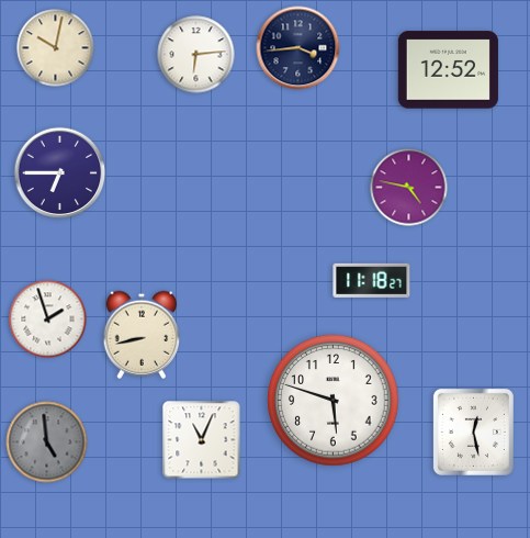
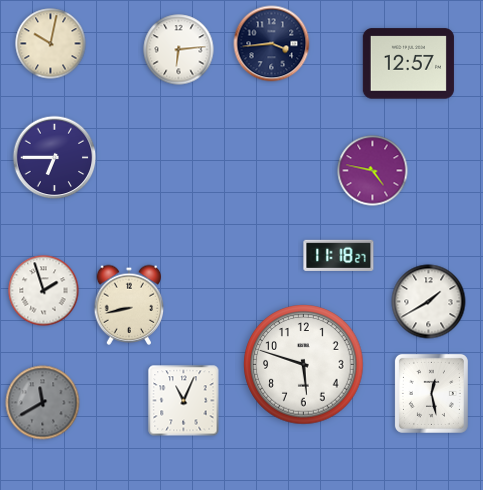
clock at (448, 70): 12:52 -> 12:57
clock at (429, 302): none -> 1:40
clock at (47, 442): 4:59 -> 11:40
